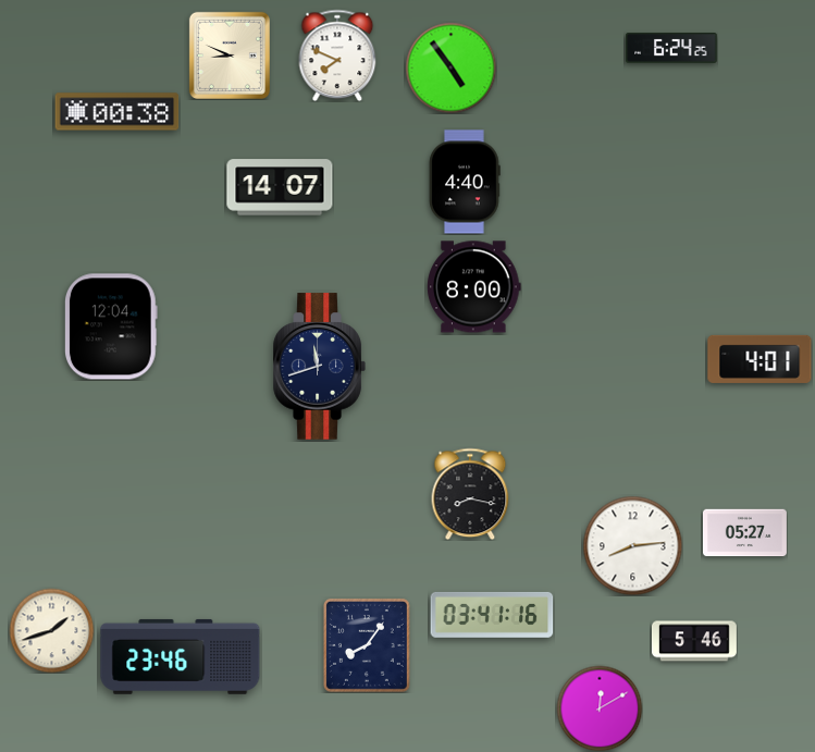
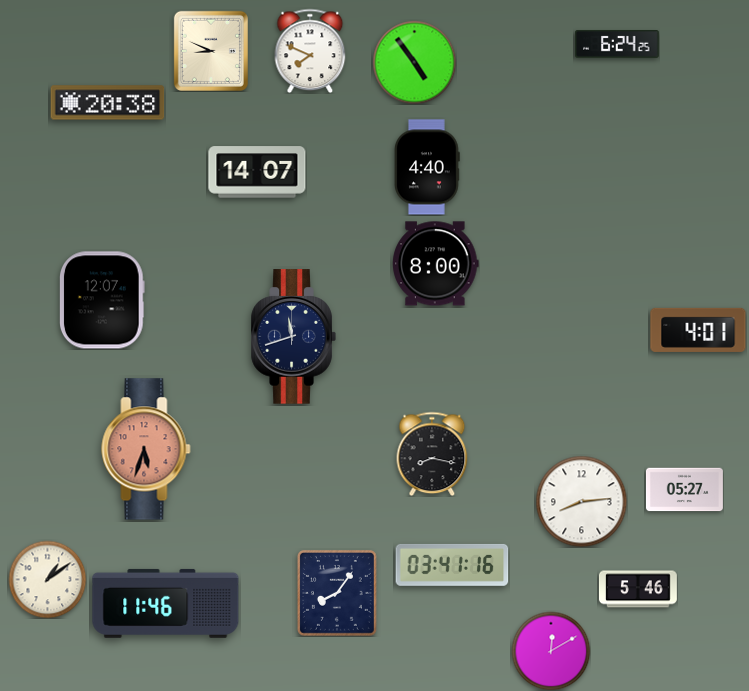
clock at (118, 112): 00:38 -> 20:38
clock at (111, 326): 12:04 -> 12:07
clock at (146, 449): none -> 5:33
clock at (51, 630): 1:42 -> 1:09
clock at (181, 656): 23:46 -> 11:46
